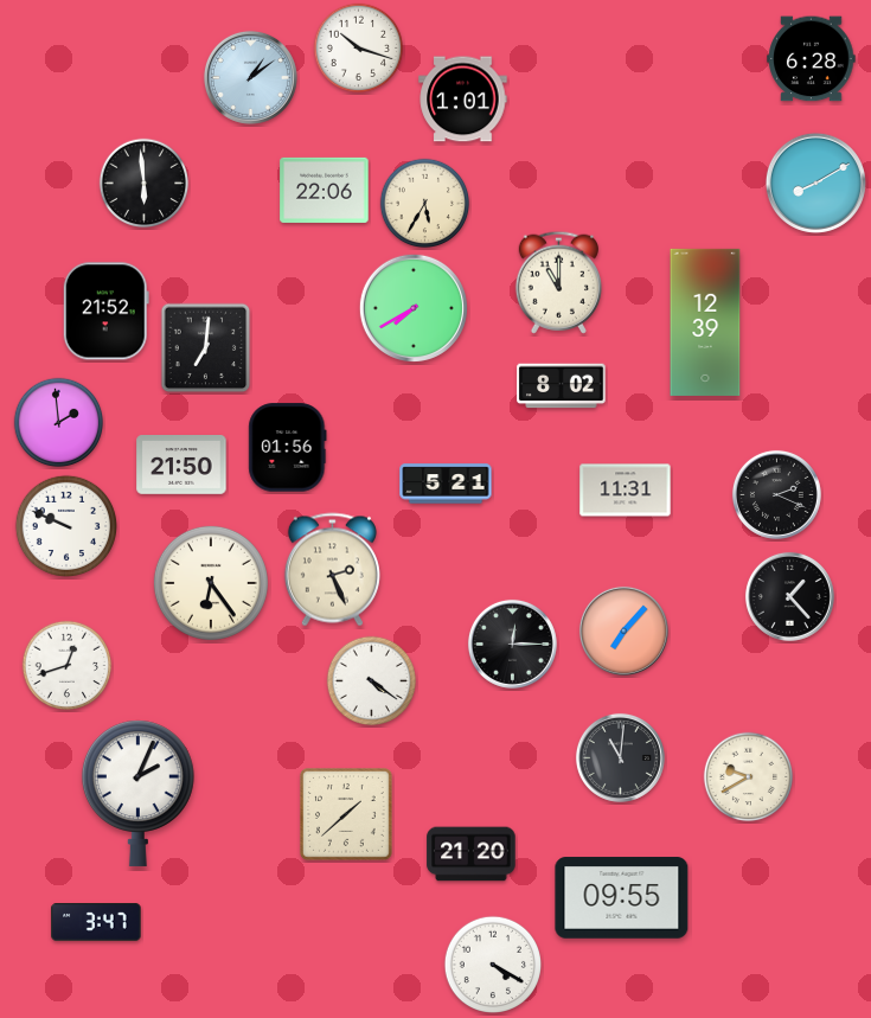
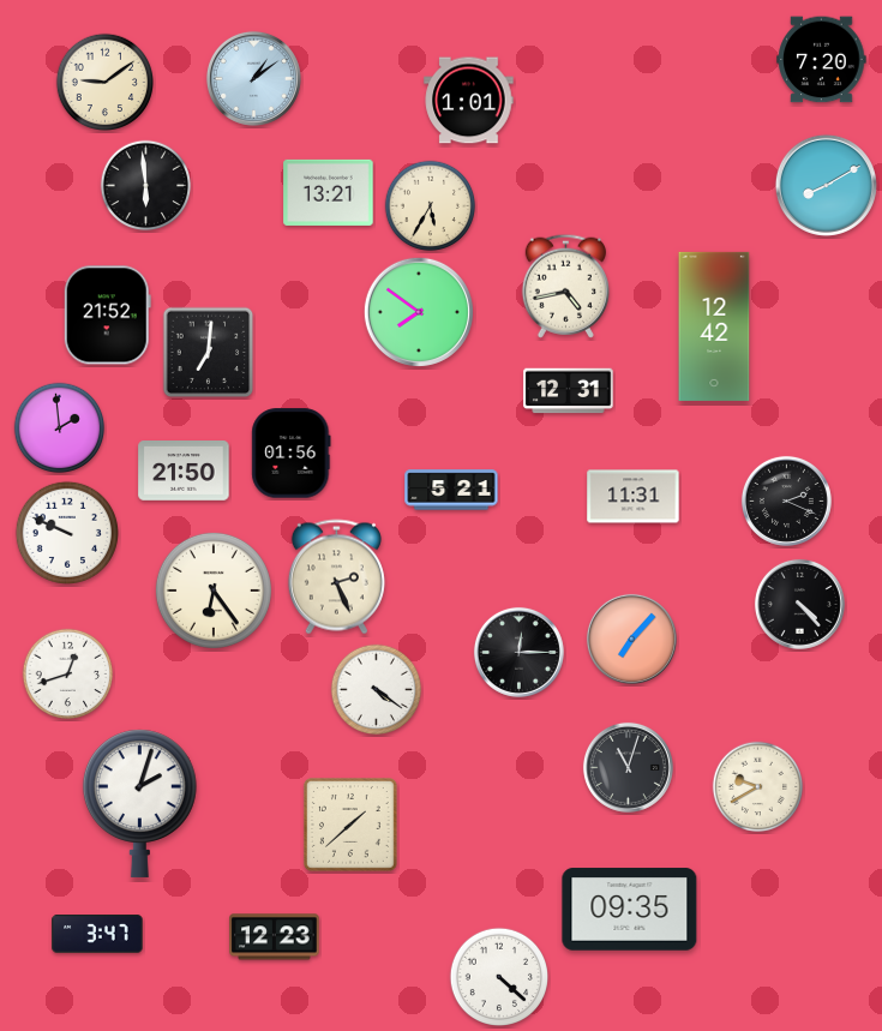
clock at (359, 49): 10:18 -> none
clock at (812, 59): 6:28 -> 7:20
clock at (106, 83): none -> 9:09
clock at (325, 190): 22:06 -> 13:21
clock at (558, 282): 11:00 -> 4:43
clock at (414, 308): 7:40 -> 7:51
clock at (705, 322): 12:39 -> 12:42
clock at (562, 386): 8:02 -> 12:31
clock at (789, 596): 1:23 -> 4:23
clock at (620, 757): 11:01 -> 11:03
clock at (137, 793): 2:04 -> 2:03
clock at (472, 854): 21:20 -> none
clock at (622, 898): 09:55 -> 09:35
clock at (275, 937): none -> 12:23
clock at (492, 963): 4:20 -> 4:22
